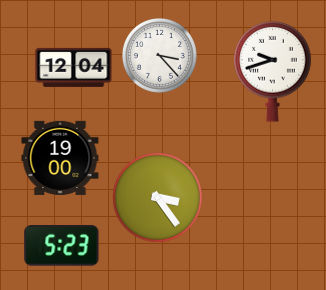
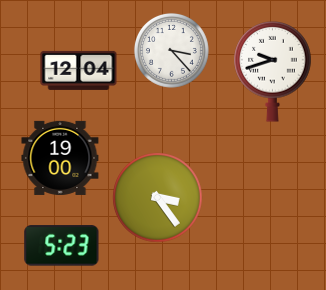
clock at (159, 55) position: (159, 55) -> (171, 50)
clock at (74, 67) position: (74, 67) -> (79, 70)
